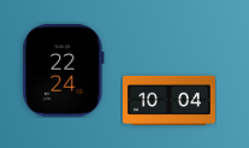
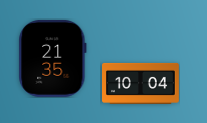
clock at (64, 70): 22:24 -> 21:35
